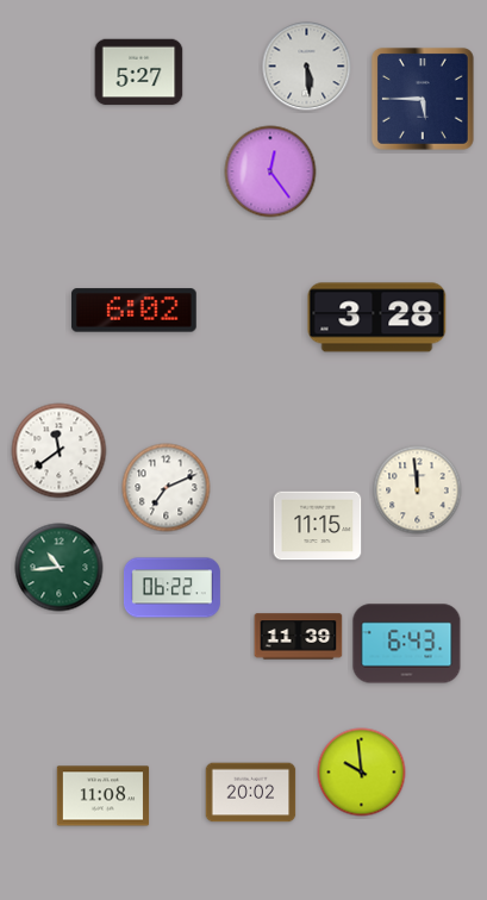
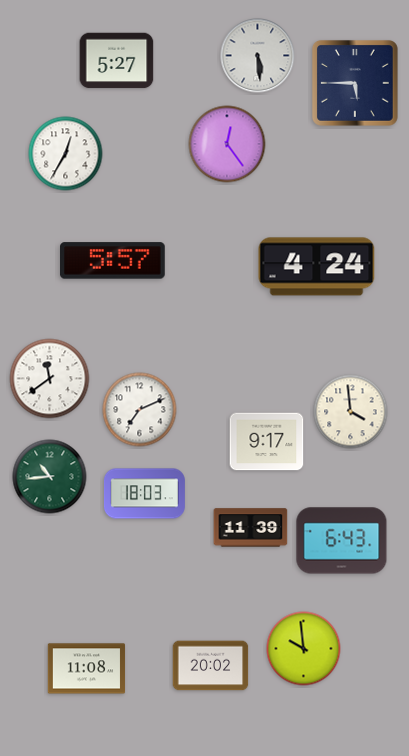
clock at (66, 154): none -> 12:35
clock at (135, 311): 6:02 -> 5:57
clock at (377, 318): 3:28 -> 4:24
clock at (418, 490): 11:59 -> 3:59
clock at (318, 526): 11:15 -> 9:17
clock at (173, 588): 06:22 -> 18:03
clock at (299, 637) position: (299, 637) -> (251, 528)
